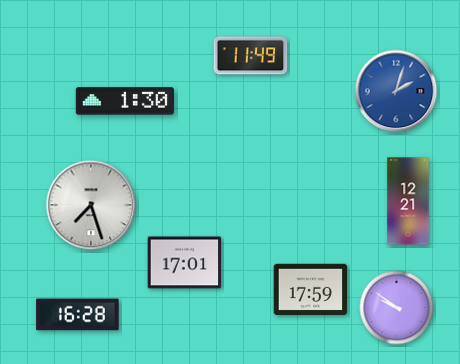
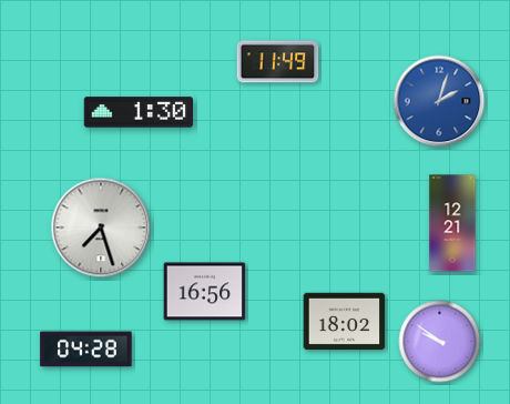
clock at (185, 263): 17:01 -> 16:56
clock at (311, 290): 17:59 -> 18:02
clock at (78, 315): 16:28 -> 04:28
